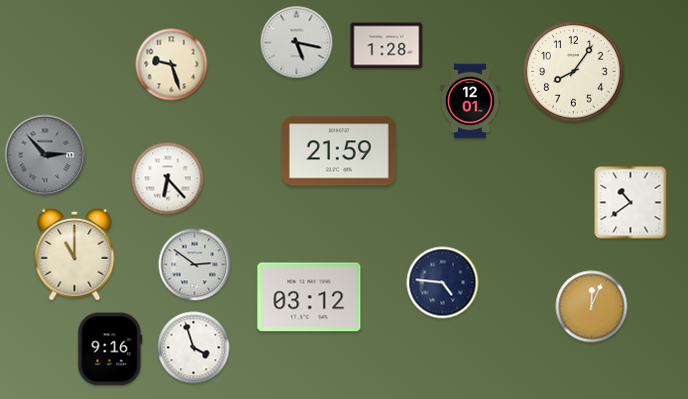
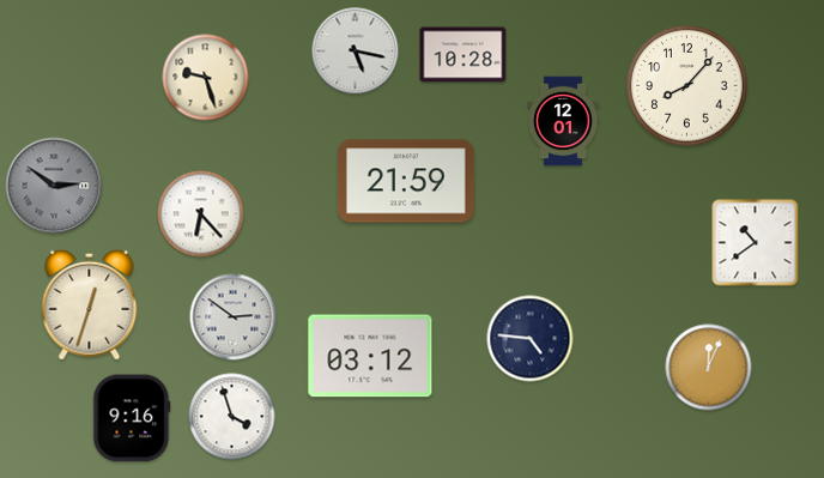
clock at (387, 46): 1:28 -> 10:28
clock at (574, 72): 8:06 -> 8:07
clock at (45, 155): 2:53 -> 2:51
clock at (75, 254): 11:00 -> 12:33
